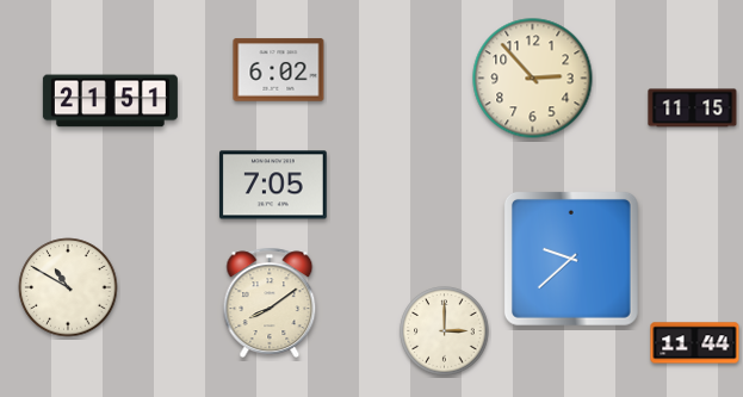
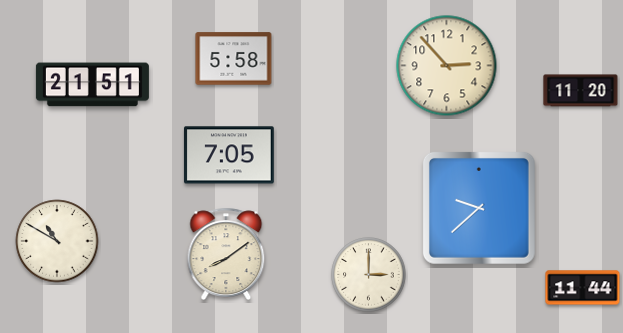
clock at (279, 70): 6:02 -> 5:58
clock at (693, 108): 11:15 -> 11:20
clock at (571, 259) position: (571, 259) -> (479, 208)
clock at (445, 331) position: (445, 331) -> (369, 275)
